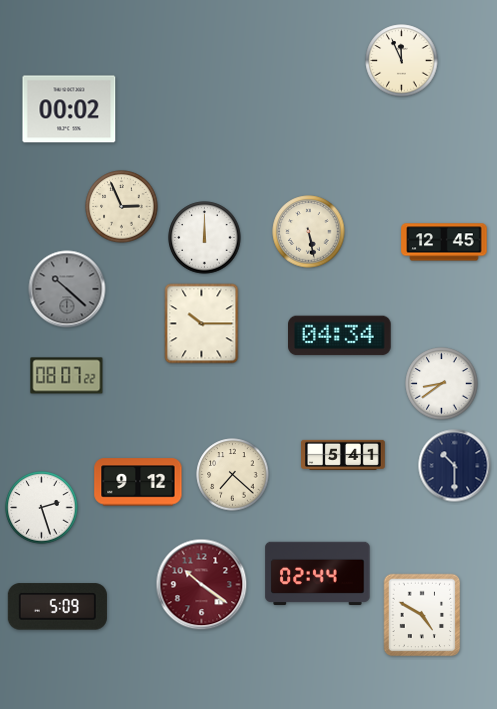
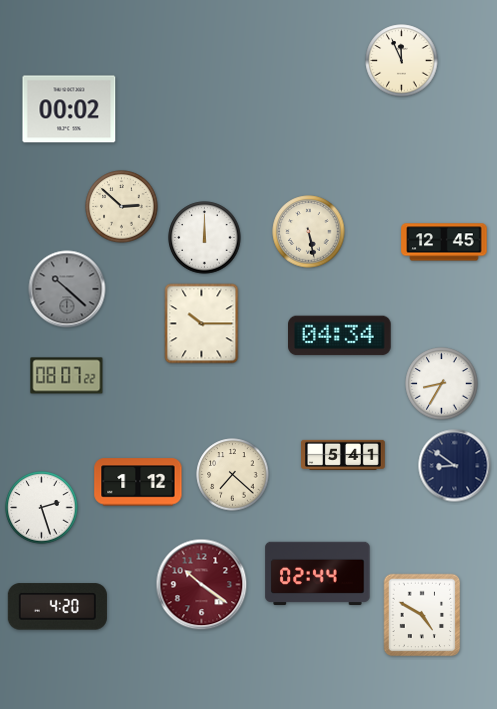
clock at (122, 207): 2:56 -> 2:52
clock at (442, 384): 8:39 -> 8:35
clock at (455, 466): 10:30 -> 8:51
clock at (138, 482): 9:12 -> 1:12
clock at (57, 607): 5:09 -> 4:20
